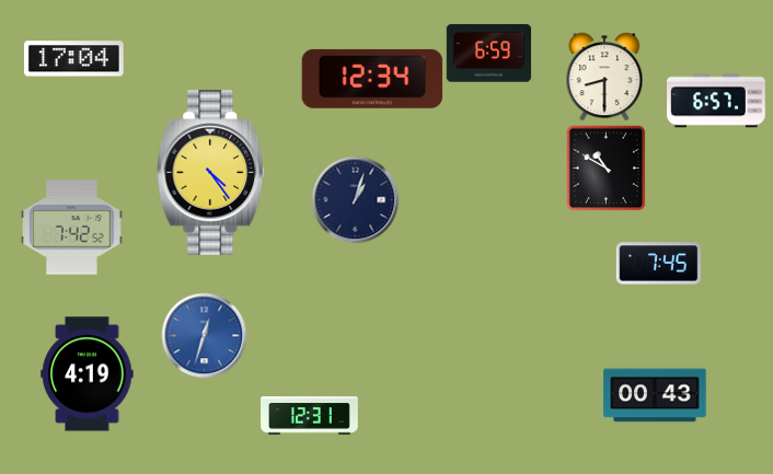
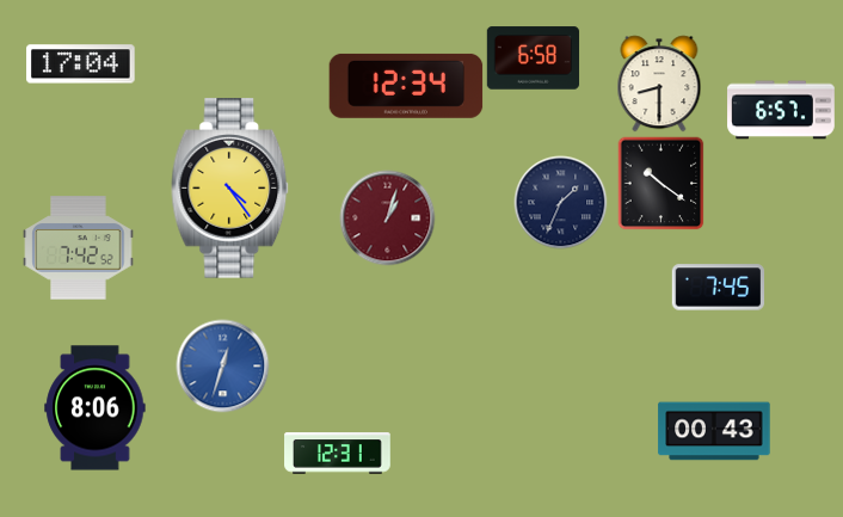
clock at (488, 54): 6:59 -> 6:58
clock at (607, 167): 10:50 -> 10:21
clock at (560, 202): none -> 1:34
clock at (355, 199) dial: navy -> burgundy
clock at (88, 374): 4:19 -> 8:06
